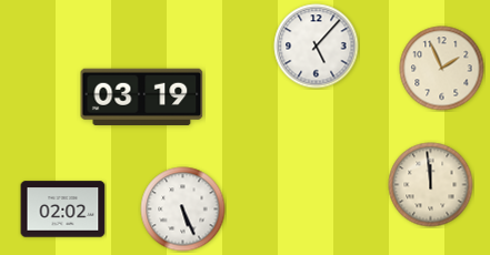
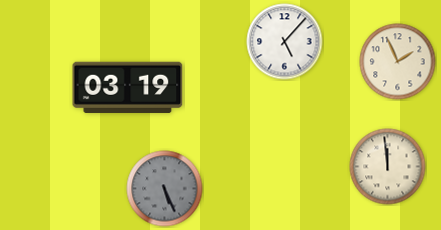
clock at (63, 210): 02:02 -> none
clock at (183, 210) dial: white -> grey
